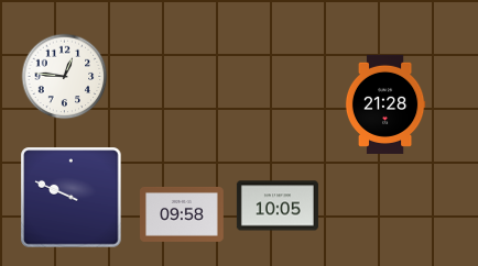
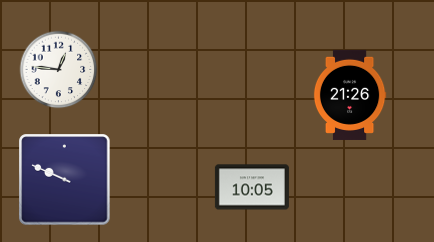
clock at (385, 104): 21:28 -> 21:26
clock at (183, 214): 09:58 -> none
